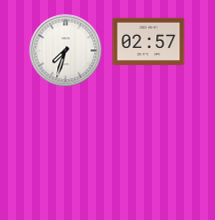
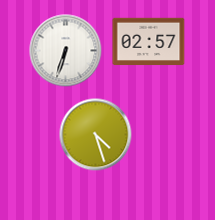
clock at (66, 51): 7:33 -> 6:33
clock at (96, 135): none -> 4:27
